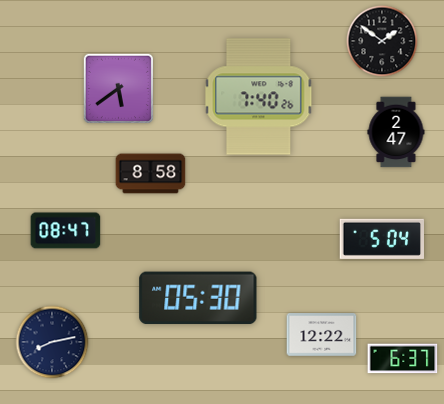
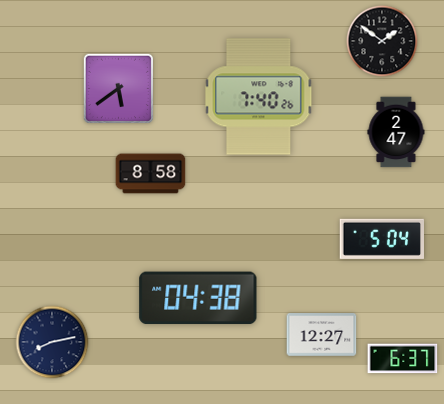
clock at (66, 231): 08:47 -> none
clock at (198, 298): 05:30 -> 04:38
clock at (322, 335): 12:22 -> 12:27
